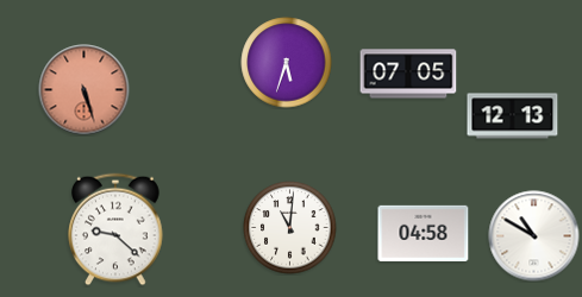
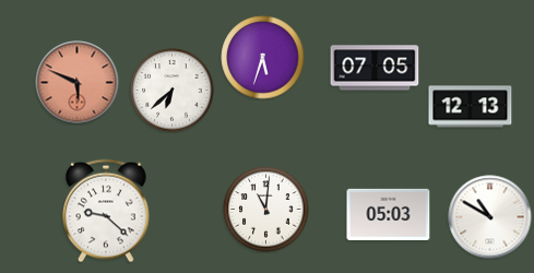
clock at (85, 90): 5:27 -> 5:49
clock at (173, 91): none -> 6:38
clock at (424, 233): 04:58 -> 05:03
